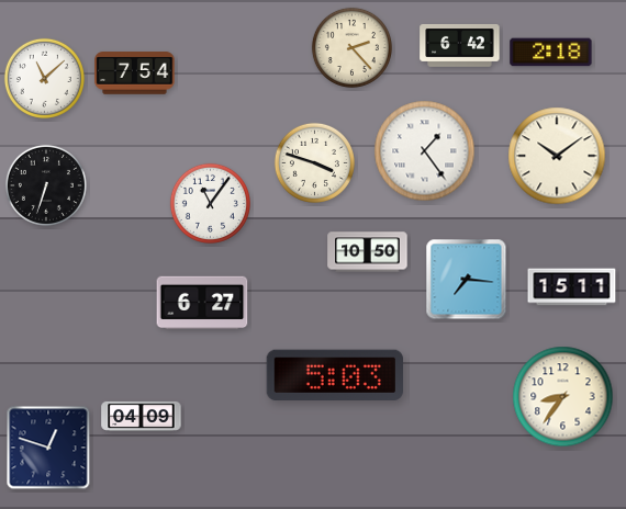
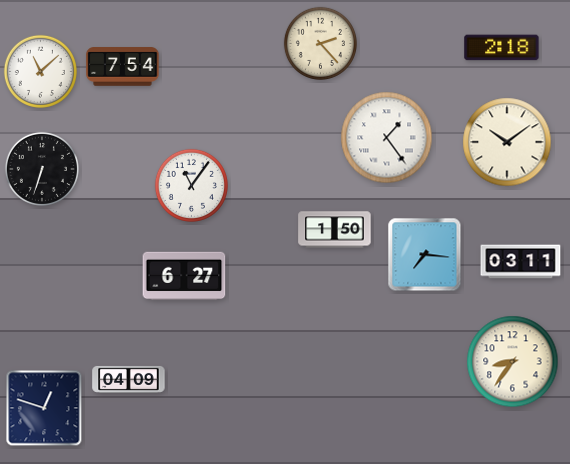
clock at (460, 46): 6:42 -> none
clock at (314, 162): 3:48 -> none
clock at (368, 252): 10:50 -> 1:50
clock at (572, 287): 15:11 -> 03:11
clock at (335, 374): 5:03 -> none
